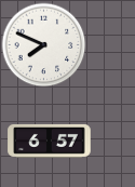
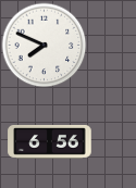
clock at (50, 141): 6:57 -> 6:56
